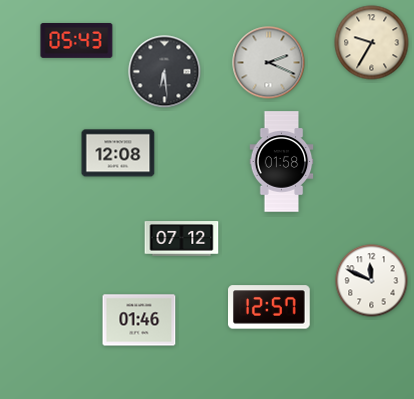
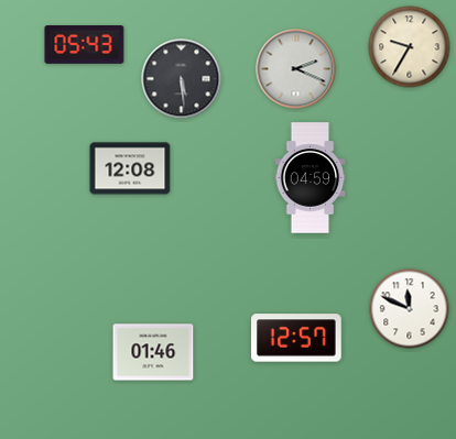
clock at (165, 72): 6:29 -> 5:29
clock at (282, 162): 01:58 -> 04:59
clock at (182, 239): 07:12 -> none
